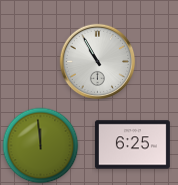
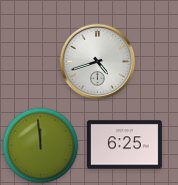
clock at (98, 62): 10:55 -> 4:42
clock at (132, 145) position: (132, 145) -> (124, 145)
